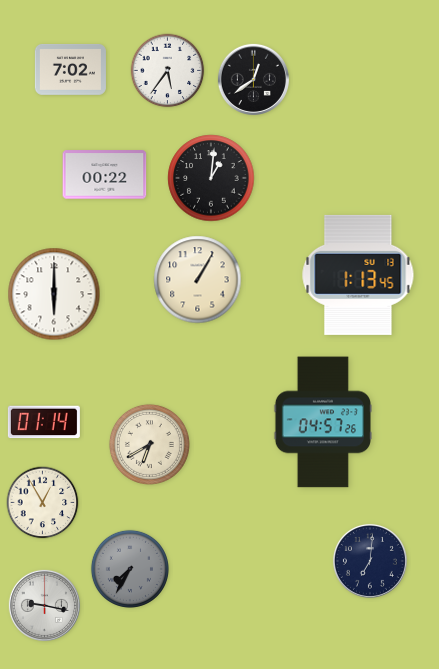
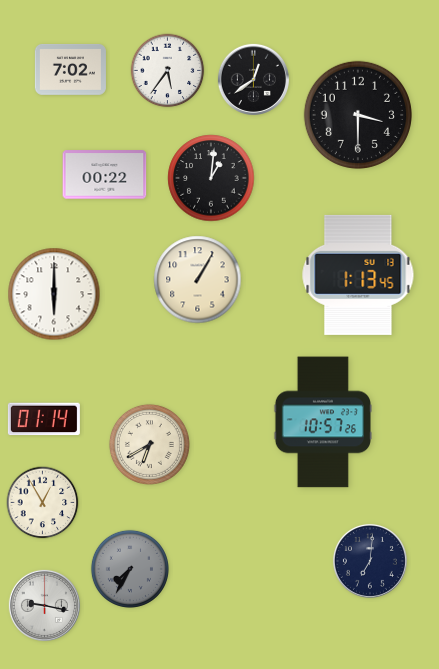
clock at (358, 115): none -> 3:30
clock at (44, 422) position: (44, 422) -> (44, 419)
clock at (323, 422): 04:57 -> 10:57
